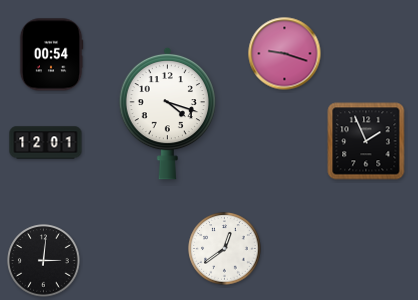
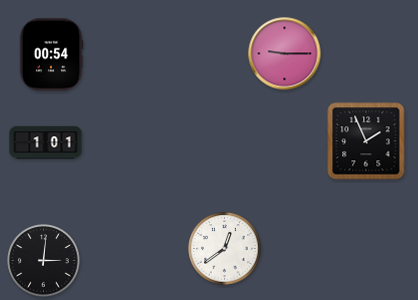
clock at (285, 54): 9:18 -> 9:15
clock at (167, 113): 4:18 -> none
clock at (46, 143): 12:01 -> 1:01
